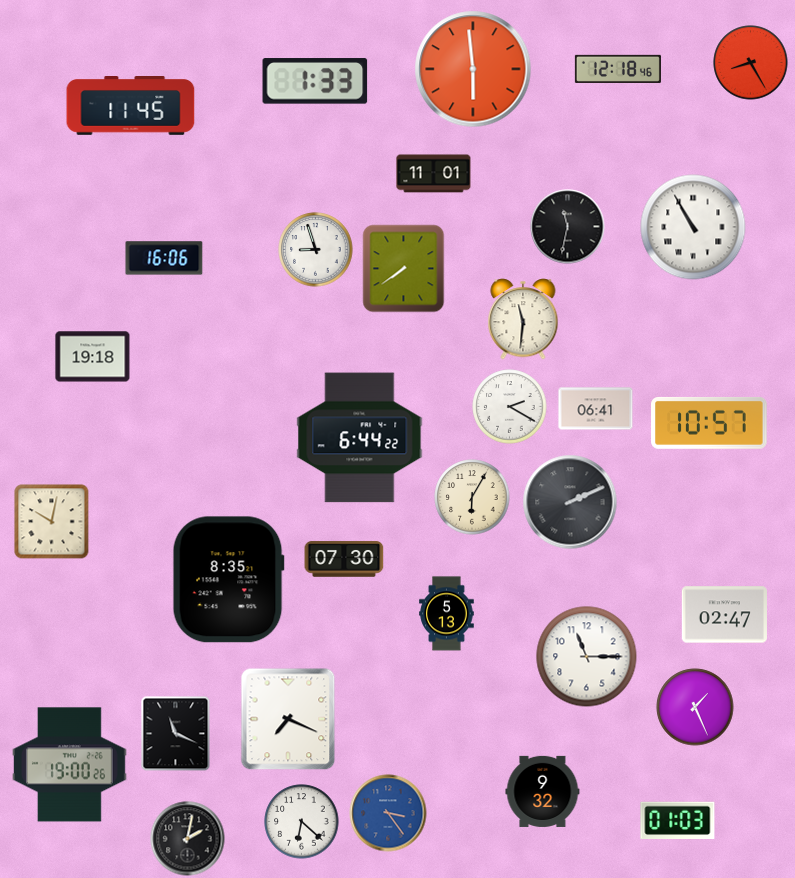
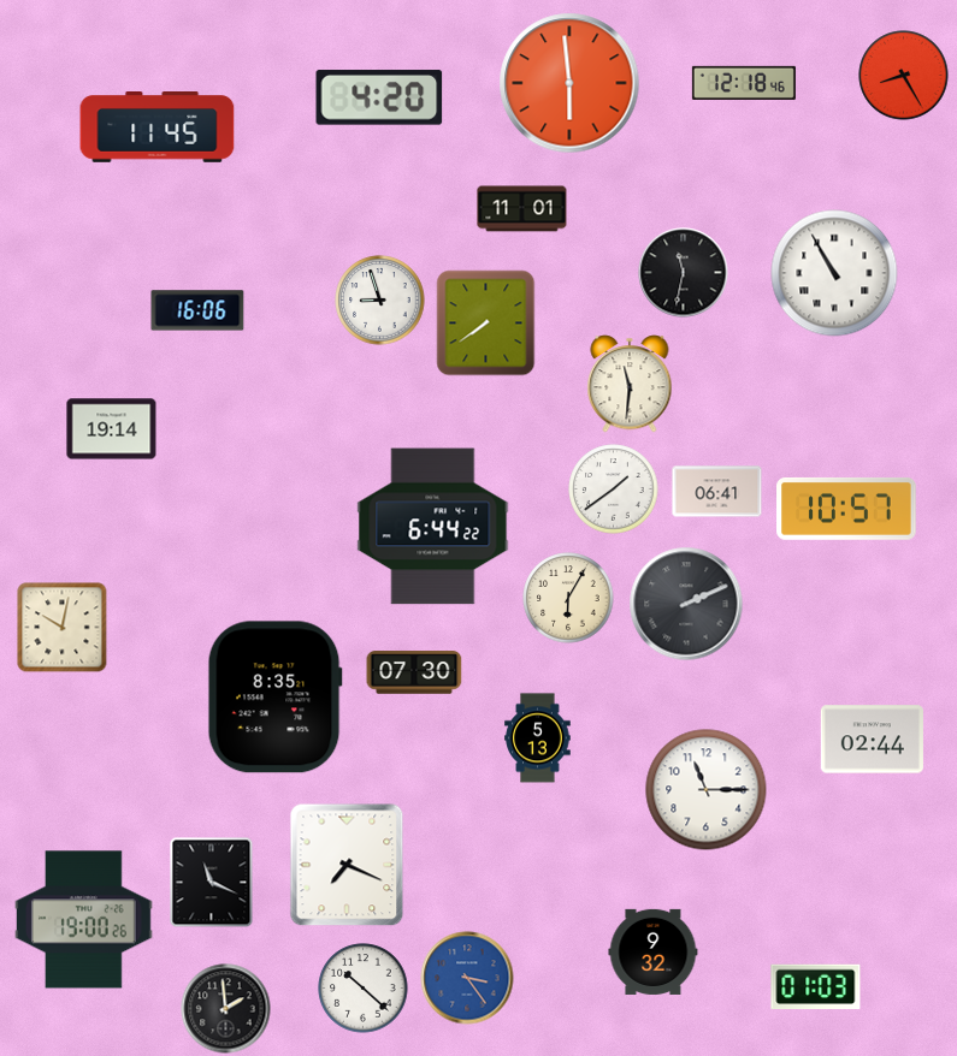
clock at (315, 81): 1:33 -> 4:20
clock at (93, 357): 19:18 -> 19:14
clock at (510, 407): 2:20 -> 1:39
clock at (709, 423) position: (709, 423) -> (846, 509)
clock at (724, 615): 02:47 -> 02:44
clock at (695, 707): 1:26 -> none
clock at (302, 822): 6:22 -> 10:22
clock at (188, 839): 2:02 -> 1:59
